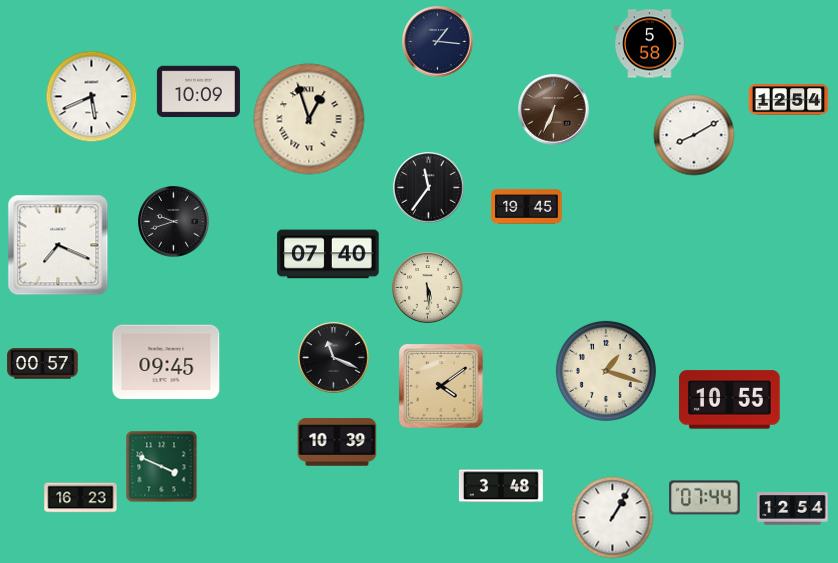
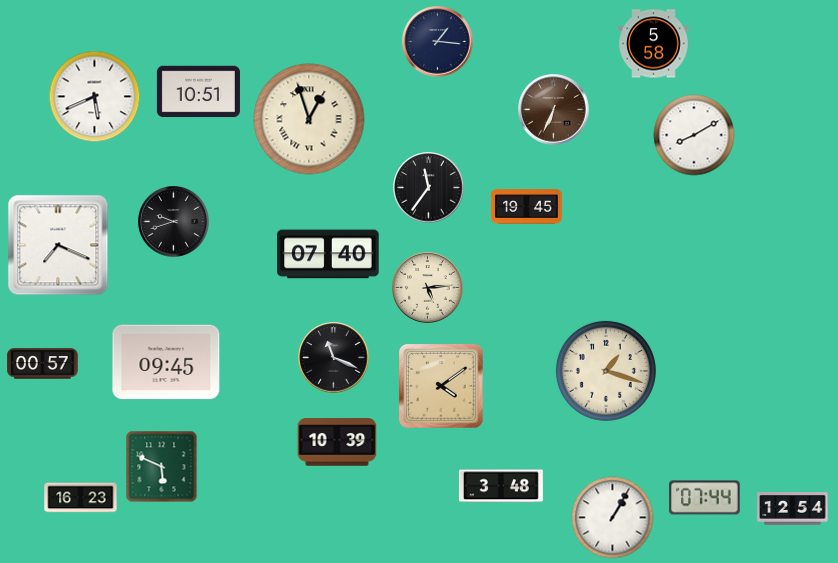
clock at (650, 44) position: (650, 44) -> (654, 44)
clock at (198, 92): 10:09 -> 10:51
clock at (92, 97) position: (92, 97) -> (95, 97)
clock at (789, 100): 12:54 -> none
clock at (428, 288): 5:29 -> 5:14
clock at (730, 400): 10:55 -> none
clock at (162, 467): 3:49 -> 5:49
